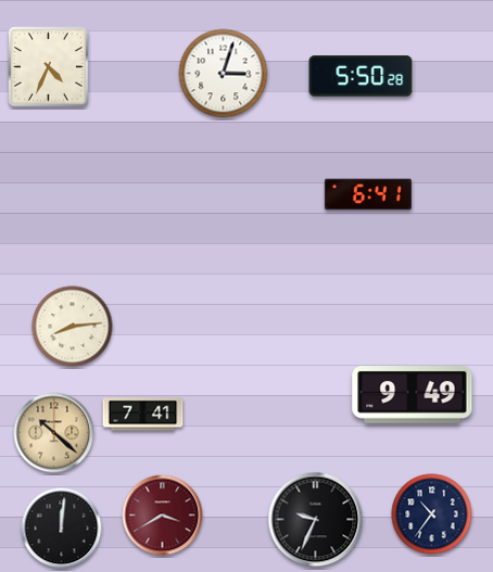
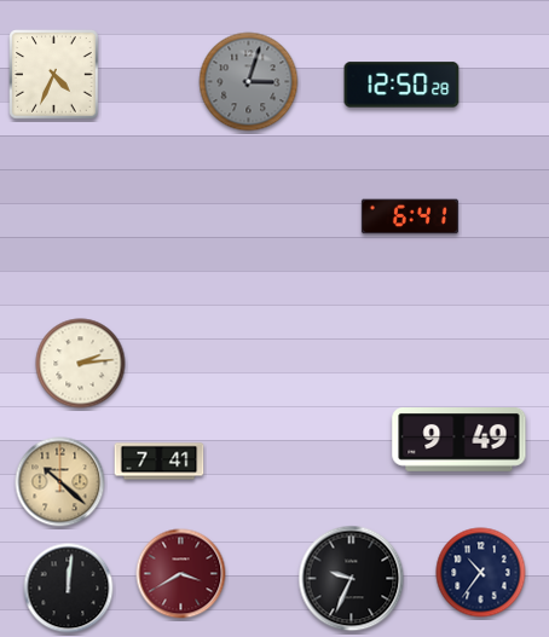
clock at (224, 74) dial: white -> grey
clock at (361, 76): 5:50 -> 12:50
clock at (73, 327): 8:14 -> 2:14
